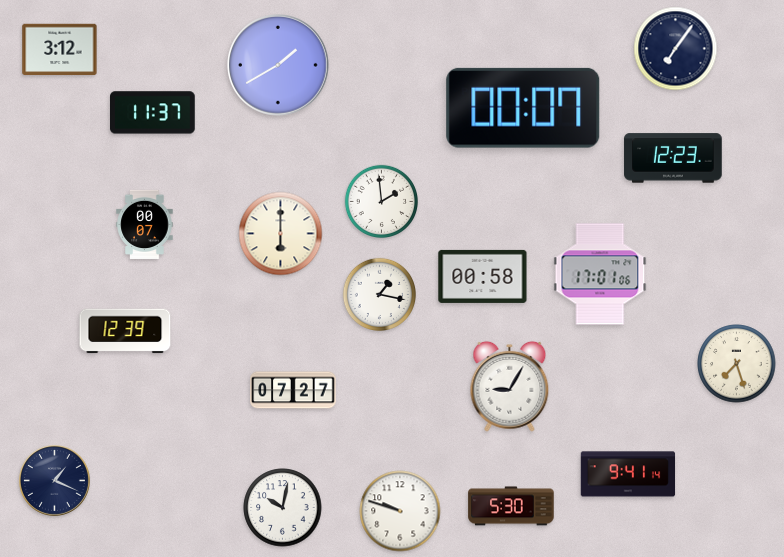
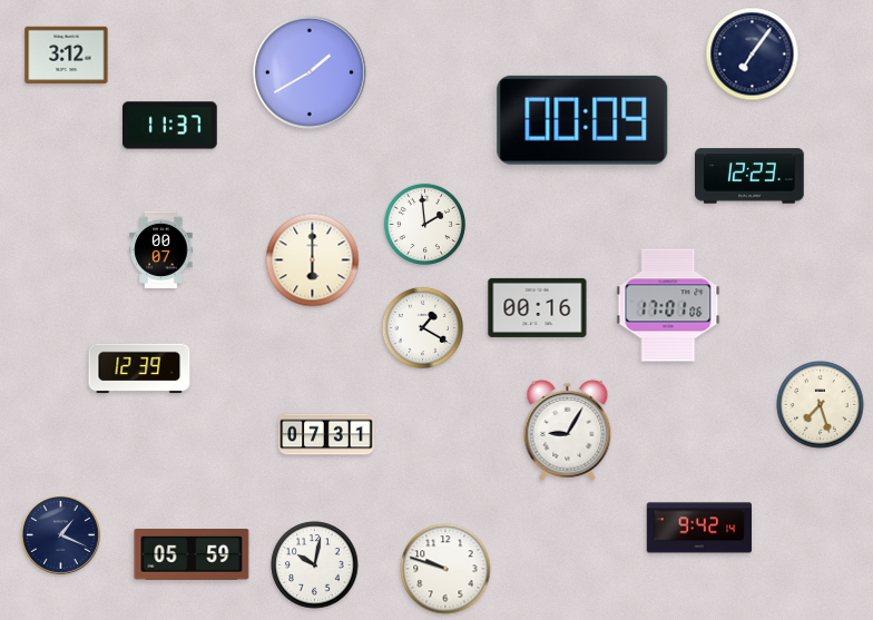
clock at (523, 108): 00:07 -> 00:09
clock at (483, 276): 00:58 -> 00:16
clock at (379, 294): 1:17 -> 1:20
clock at (293, 390): 07:27 -> 07:31
clock at (628, 474): 9:41 -> 9:42
clock at (192, 555): none -> 05:59
clock at (511, 506): 5:30 -> none
